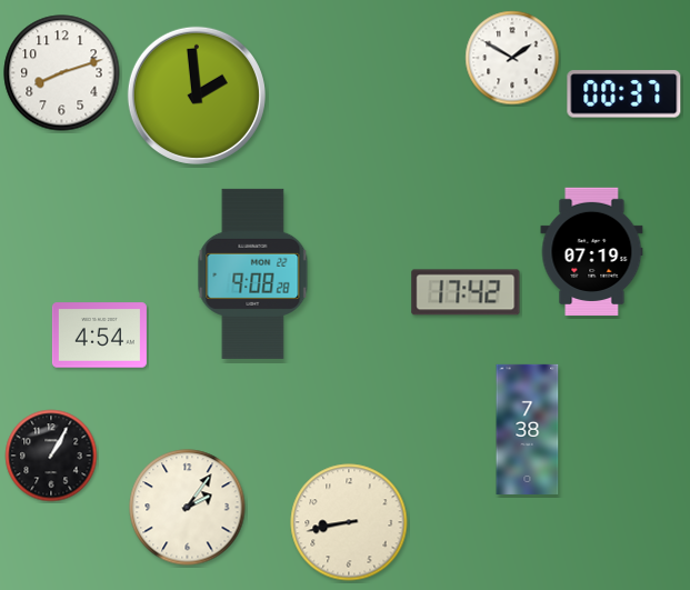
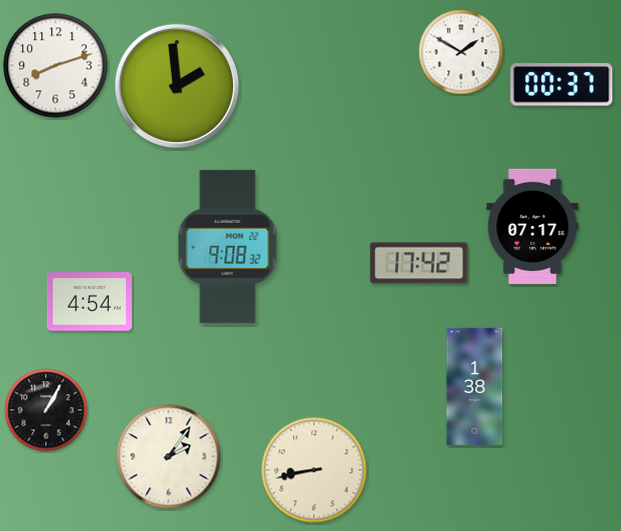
clock at (592, 252): 07:19 -> 07:17
clock at (253, 273): 9:08:28 -> 9:08:32
clock at (528, 429): 7:38 -> 1:38
